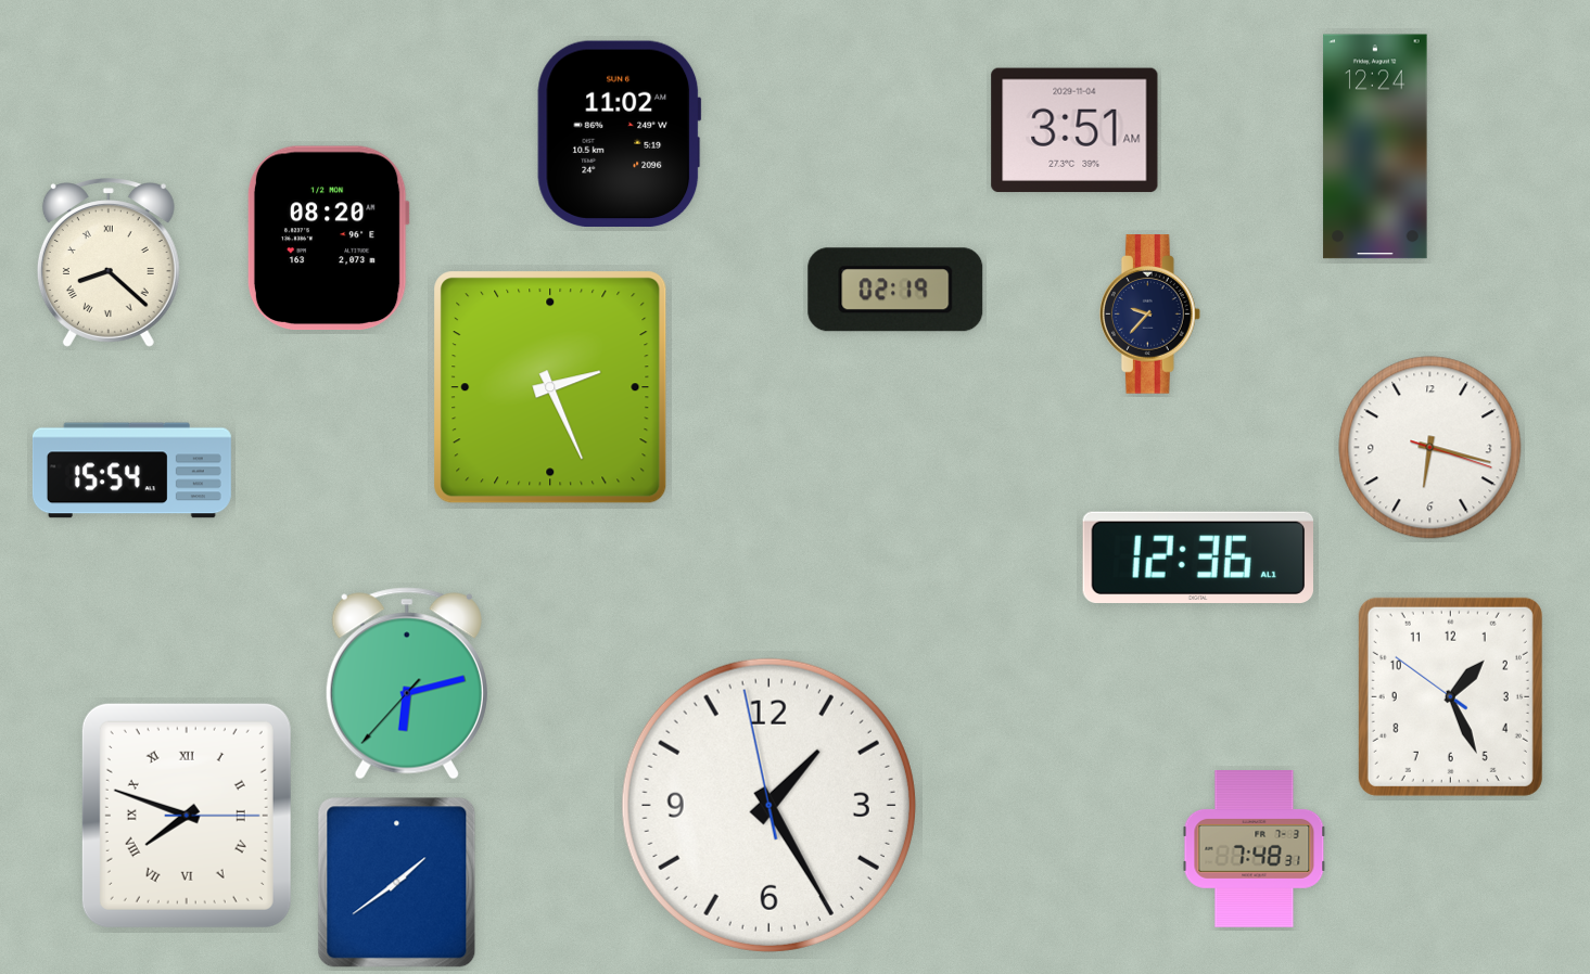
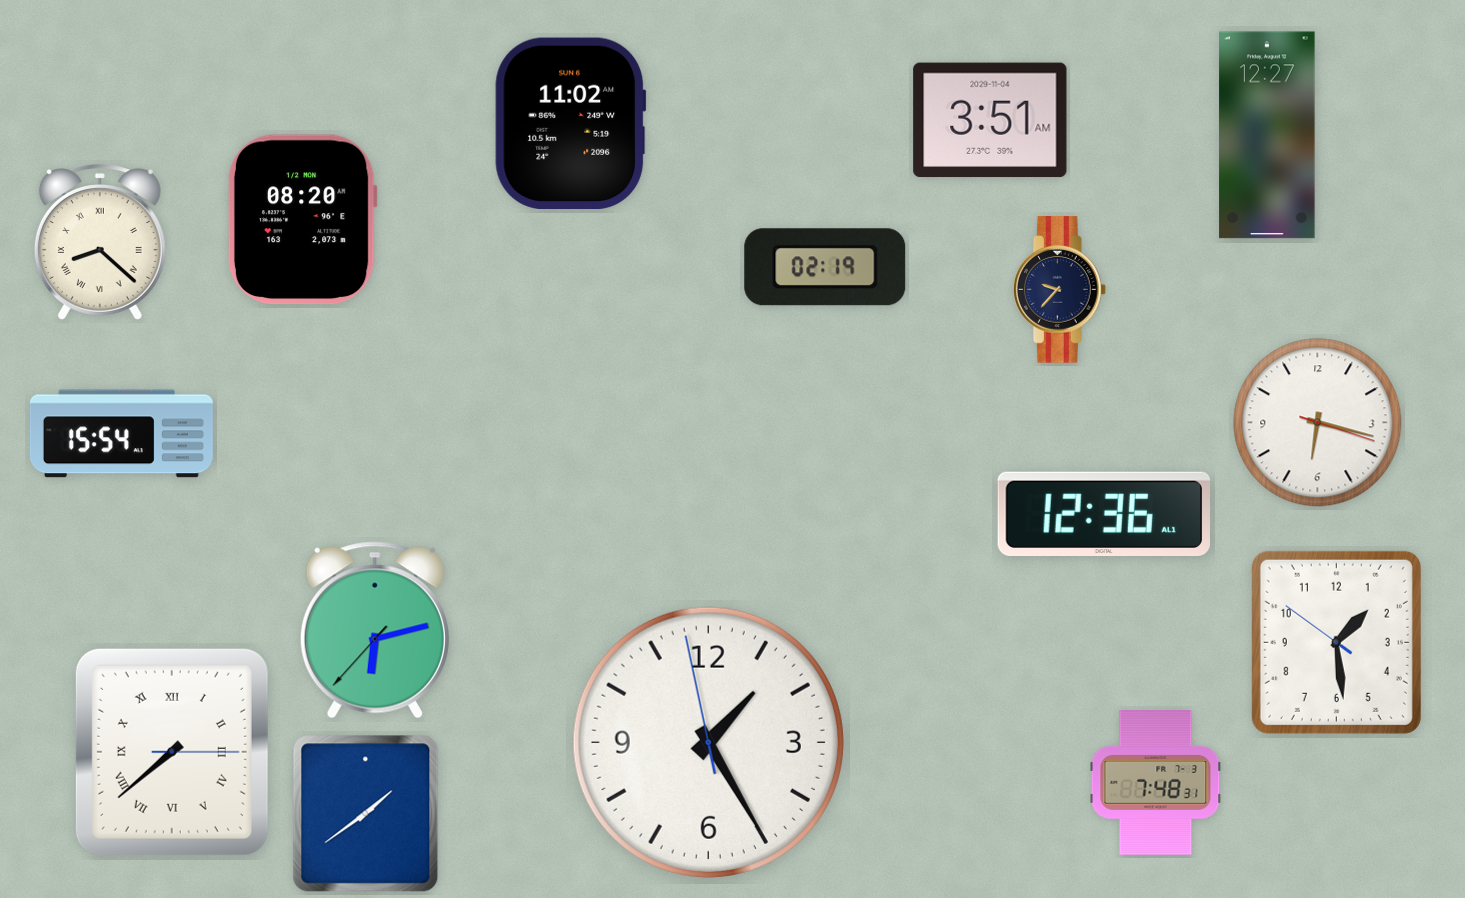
clock at (1375, 146): 12:24 -> 12:27
clock at (550, 387): 2:26 -> none
clock at (1430, 448) position: (1430, 448) -> (1318, 423)
clock at (1450, 696): 1:25 -> 1:28
clock at (187, 816): 7:48 -> 7:38
